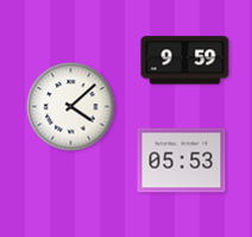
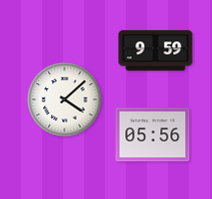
clock at (71, 107) position: (71, 107) -> (65, 100)
clock at (182, 161): 05:53 -> 05:56
